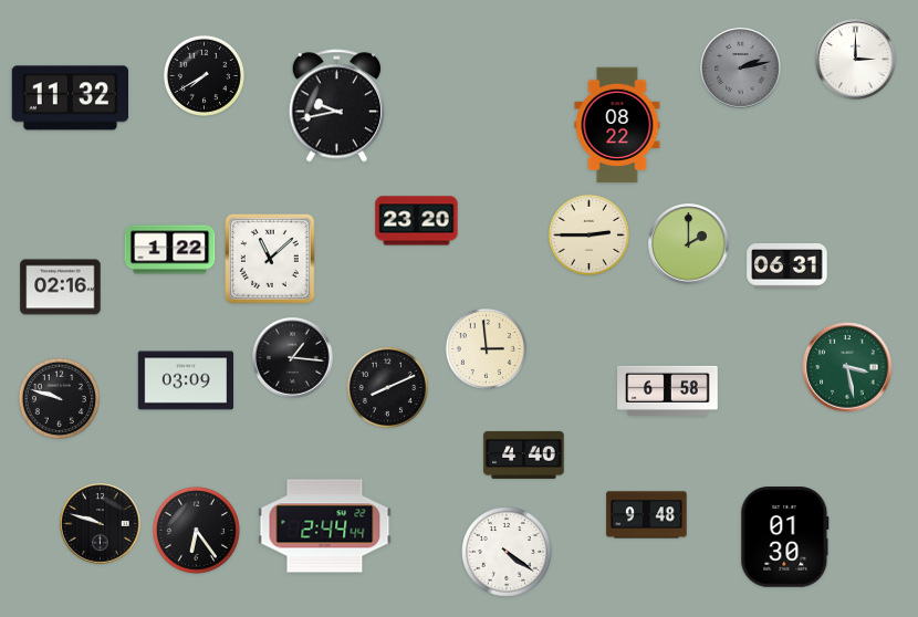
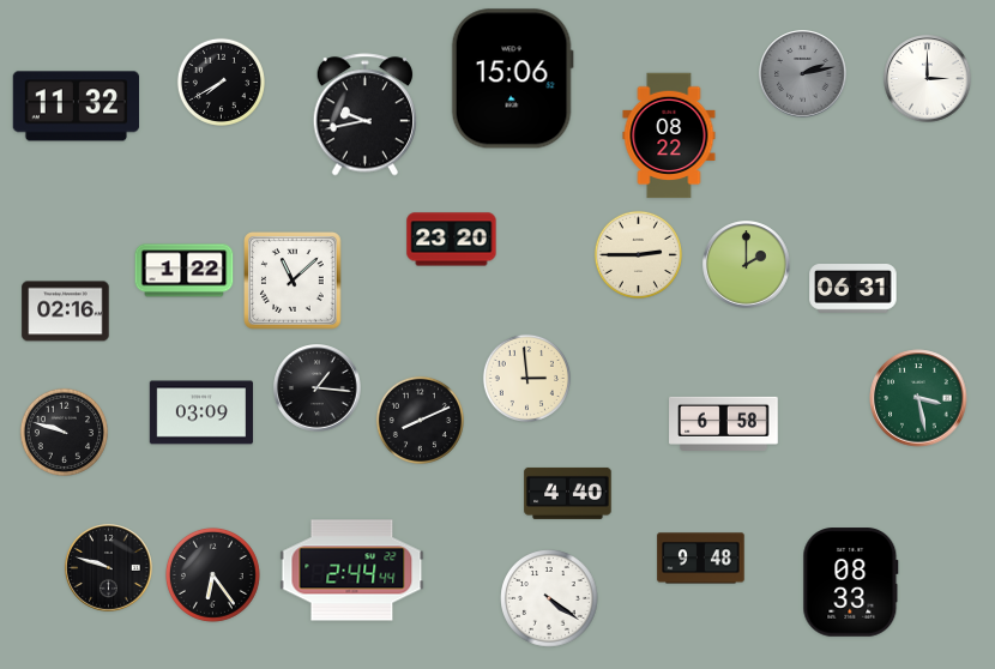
clock at (856, 60) position: (856, 60) -> (928, 79)
clock at (512, 79): none -> 15:06
clock at (785, 537): 01:30 -> 08:33
